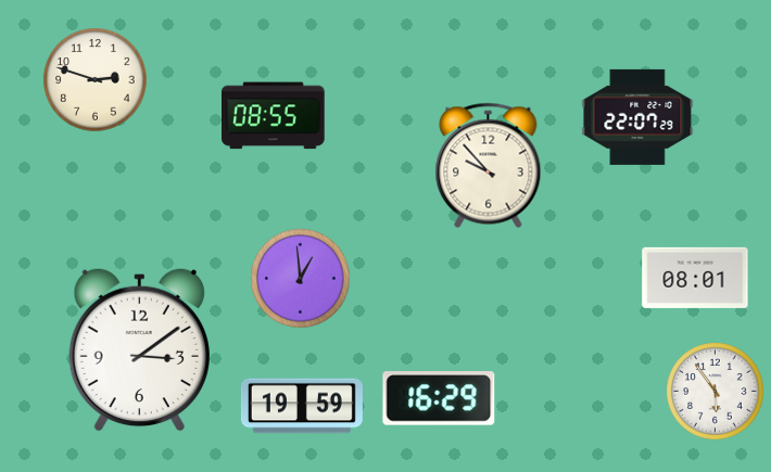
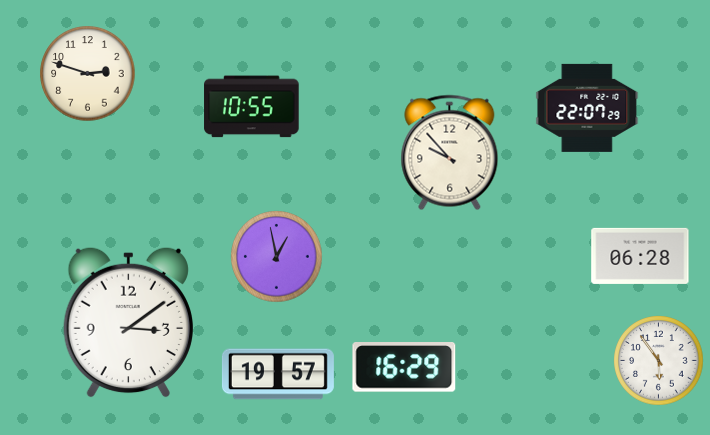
clock at (274, 116): 08:55 -> 10:55
clock at (695, 278): 08:01 -> 06:28
clock at (301, 279): 12:59 -> 12:58
clock at (302, 406): 19:59 -> 19:57
